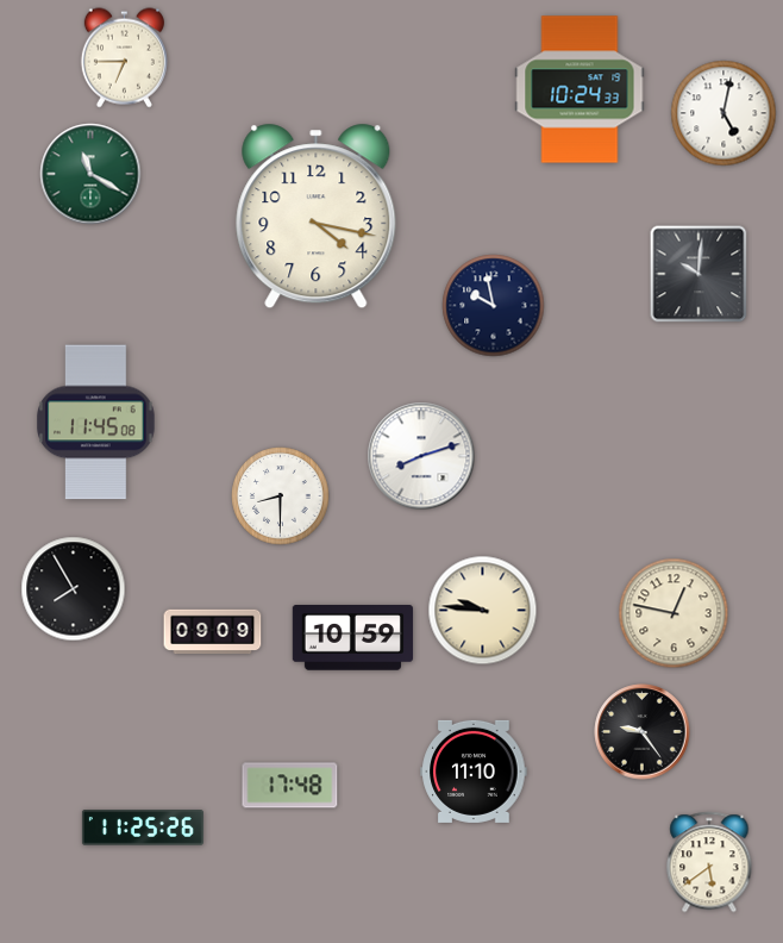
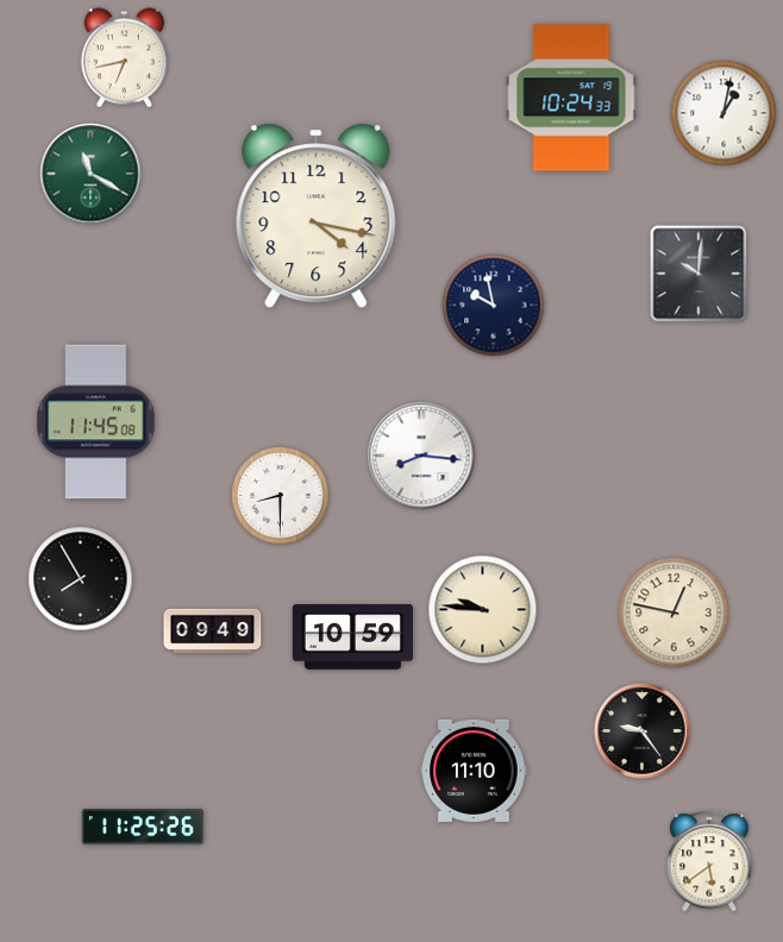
clock at (124, 58): 6:45 -> 6:43
clock at (580, 89) position: (580, 89) -> (571, 98)
clock at (724, 113): 5:02 -> 1:02
clock at (421, 456): 8:12 -> 8:16
clock at (74, 589) position: (74, 589) -> (81, 579)
clock at (213, 632): 09:09 -> 09:49
clock at (290, 786): 17:48 -> none
